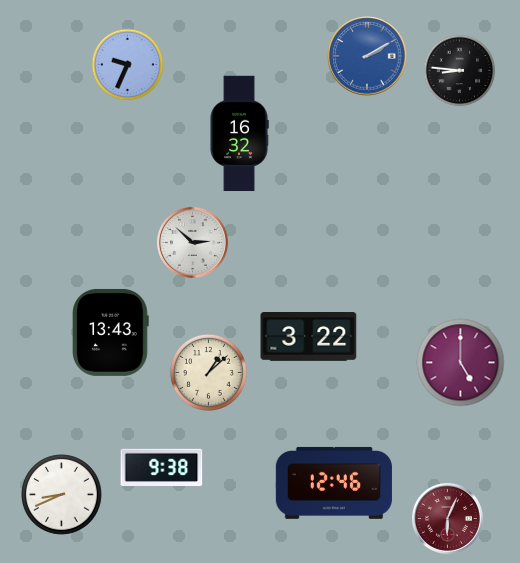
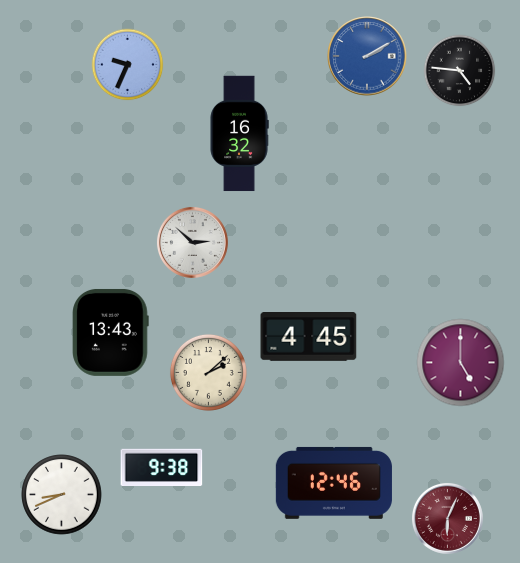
clock at (460, 71): 8:46 -> 4:46
clock at (309, 337): 3:22 -> 4:45
clock at (208, 372): 1:08 -> 2:08
